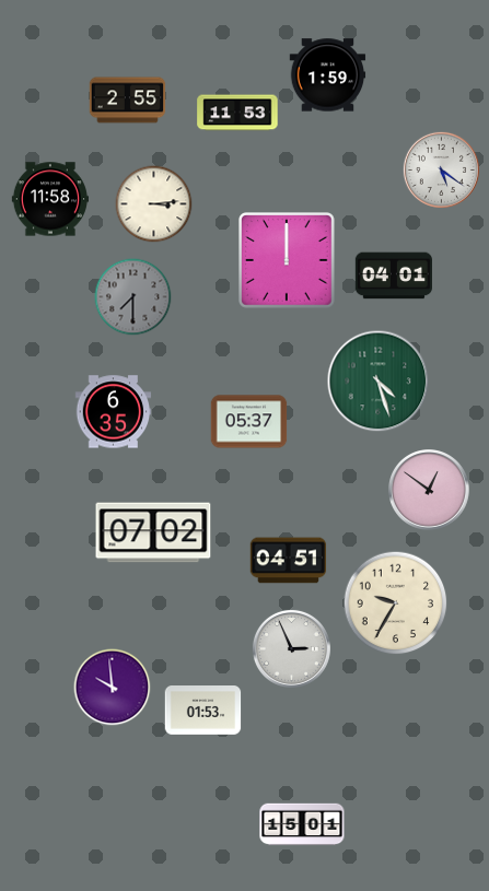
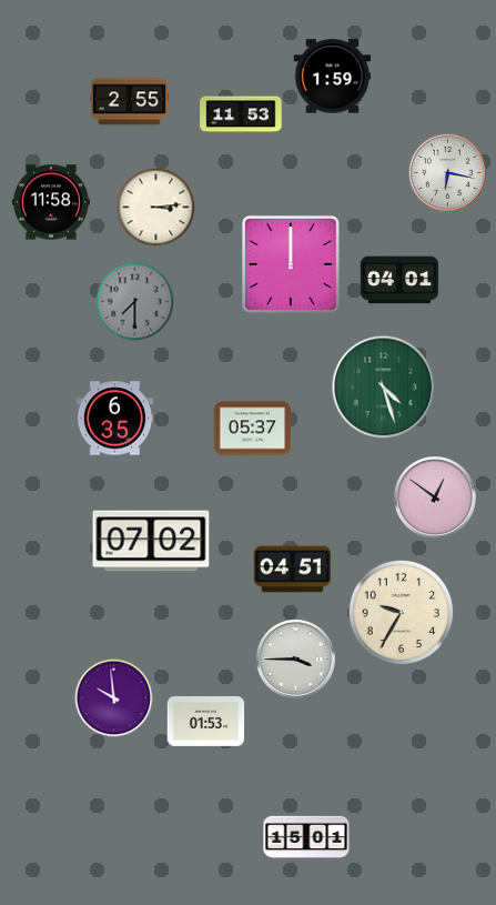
clock at (441, 169): 5:21 -> 6:17
clock at (153, 532) position: (153, 532) -> (151, 541)
clock at (291, 648): 2:56 -> 3:45
